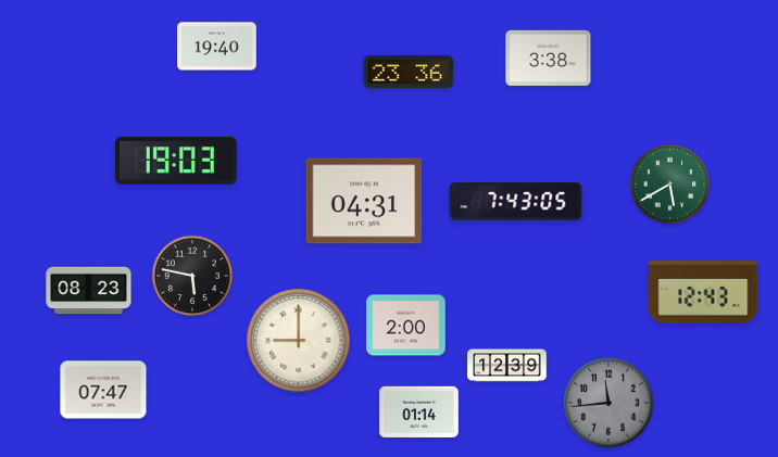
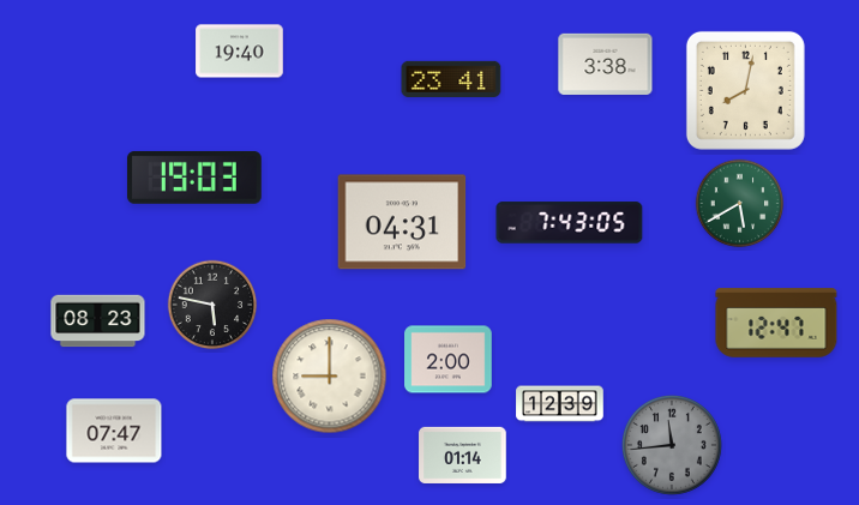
clock at (409, 72): 23:36 -> 23:41
clock at (745, 90): none -> 8:02
clock at (703, 292): 12:43 -> 12:47
